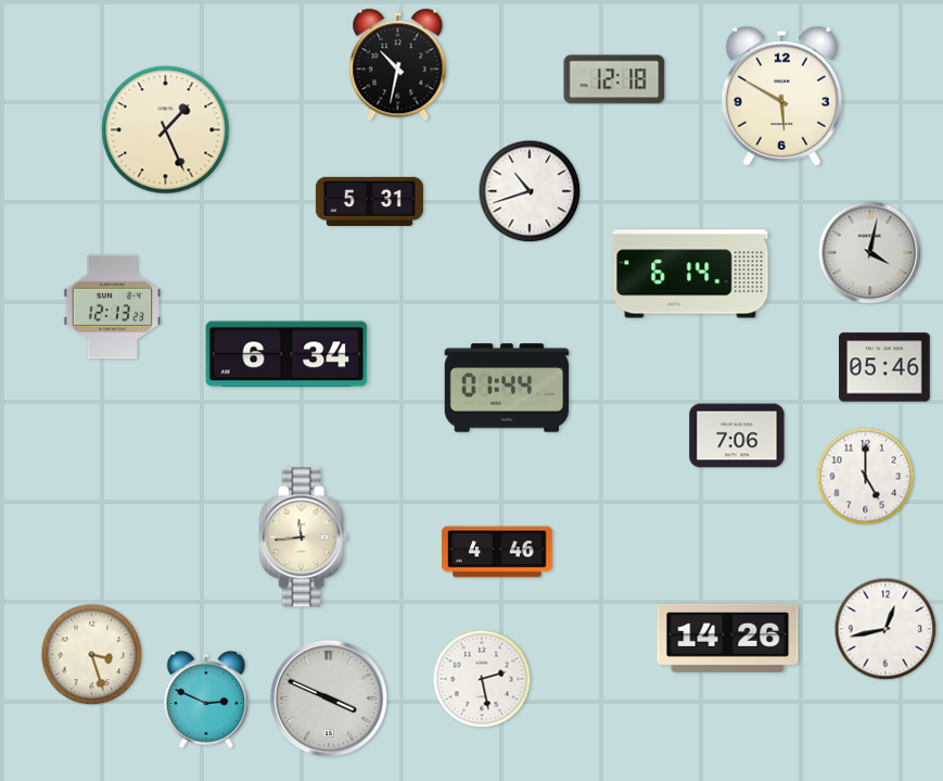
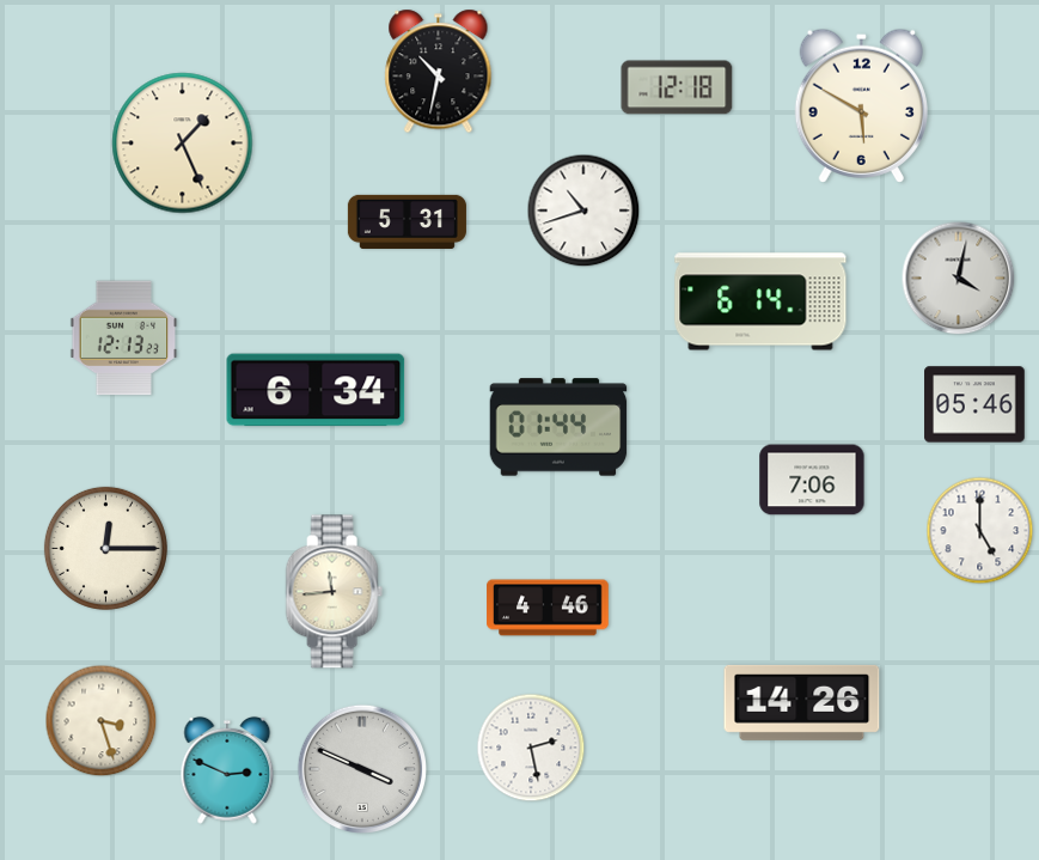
clock at (866, 477) position: (866, 477) -> (980, 531)
clock at (105, 548): none -> 12:15
clock at (885, 629): 12:43 -> none
